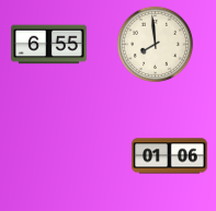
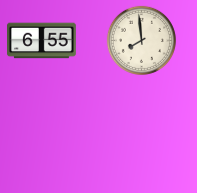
clock at (49, 45) position: (49, 45) -> (42, 41)
clock at (170, 156): 01:06 -> none
